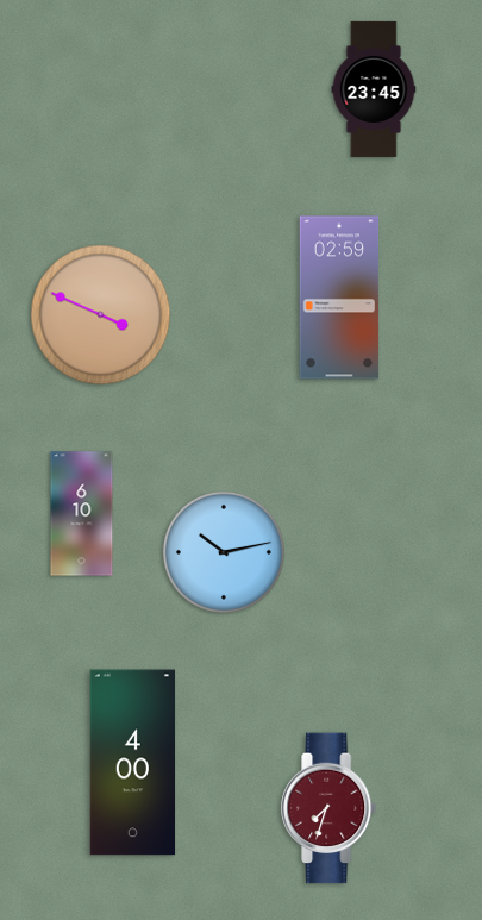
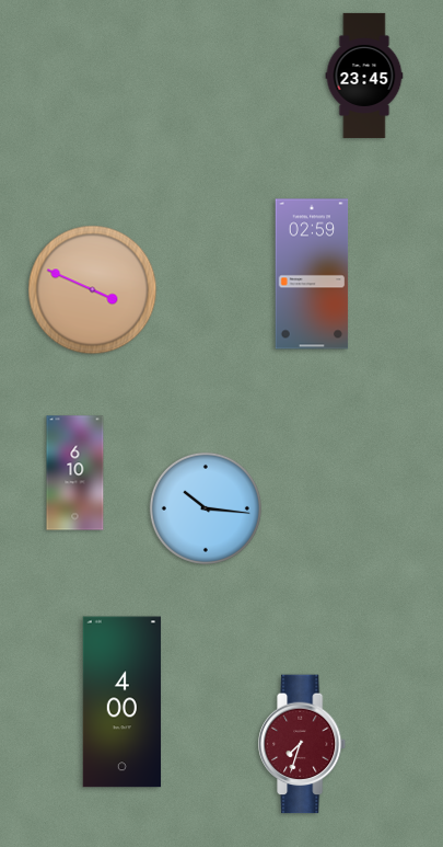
clock at (374, 89) position: (374, 89) -> (364, 76)
clock at (224, 552): 10:13 -> 10:16
